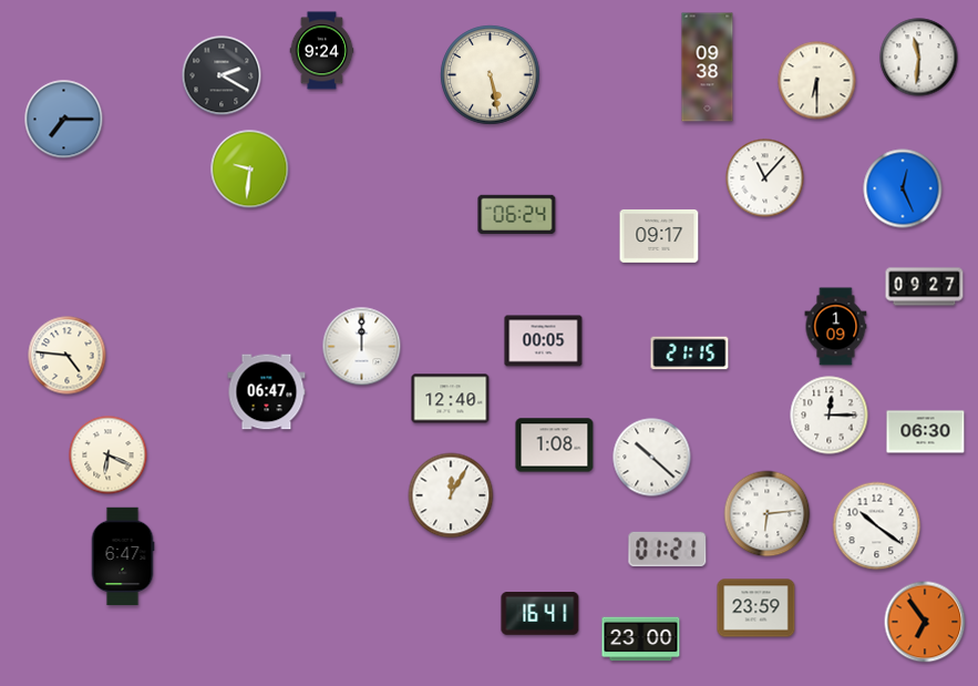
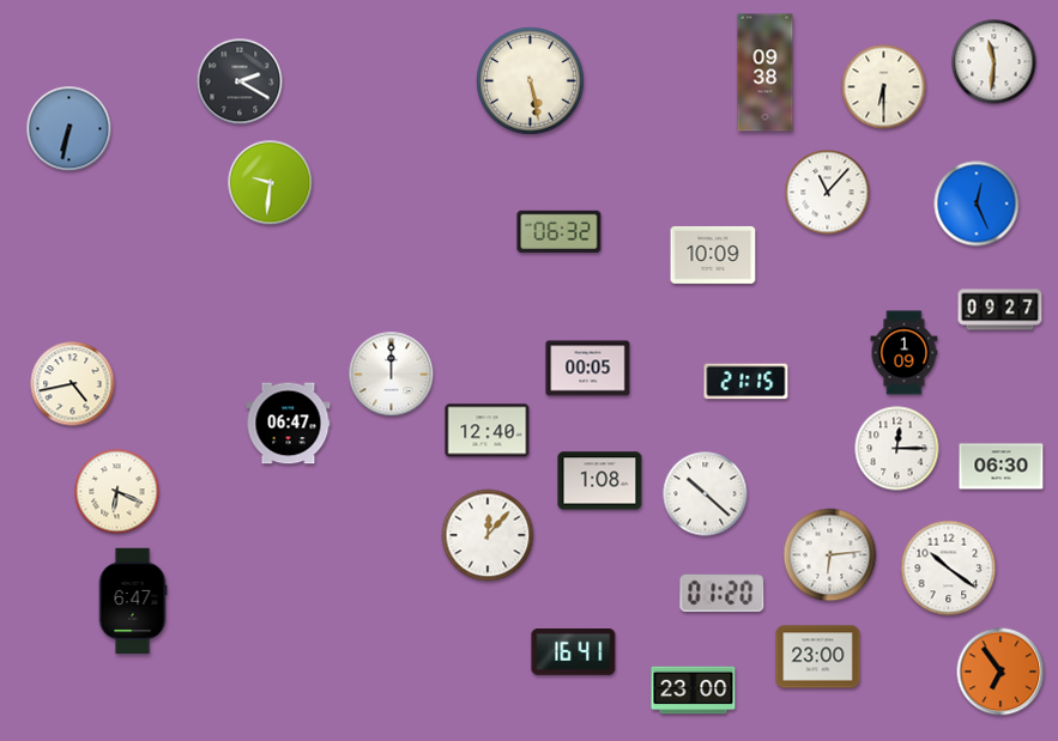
clock at (322, 51): 9:24 -> none
clock at (64, 120): 7:15 -> 6:32
clock at (517, 214): 06:24 -> 06:32
clock at (659, 236): 09:17 -> 10:09
clock at (68, 356): 4:46 -> 4:43
clock at (451, 495): 12:05 -> 12:07
clock at (668, 549): 01:21 -> 01:20
clock at (756, 608): 23:59 -> 23:00
clock at (541, 614) position: (541, 614) -> (574, 652)
